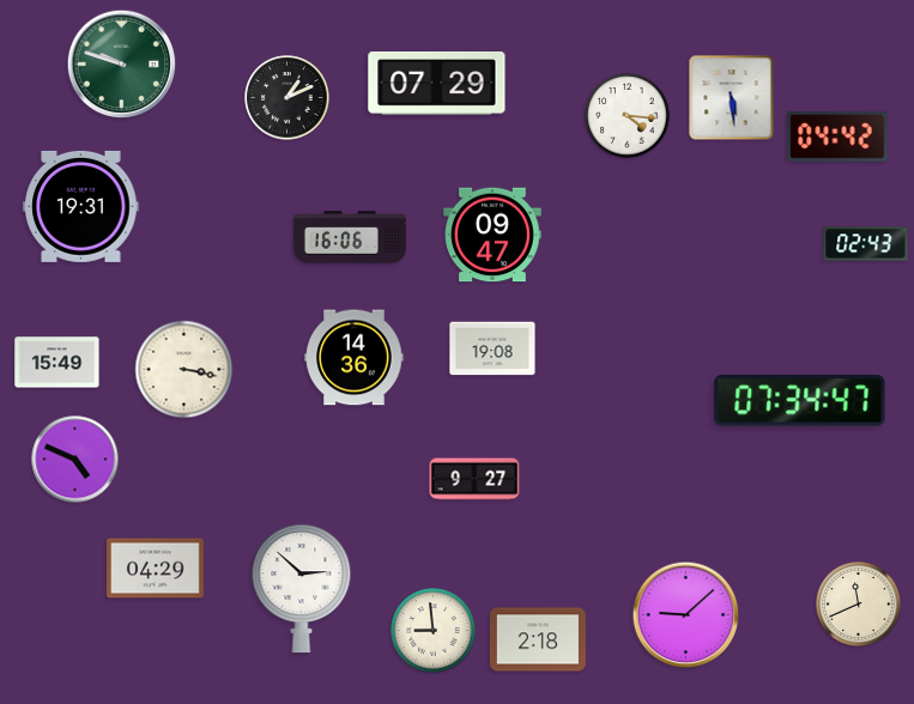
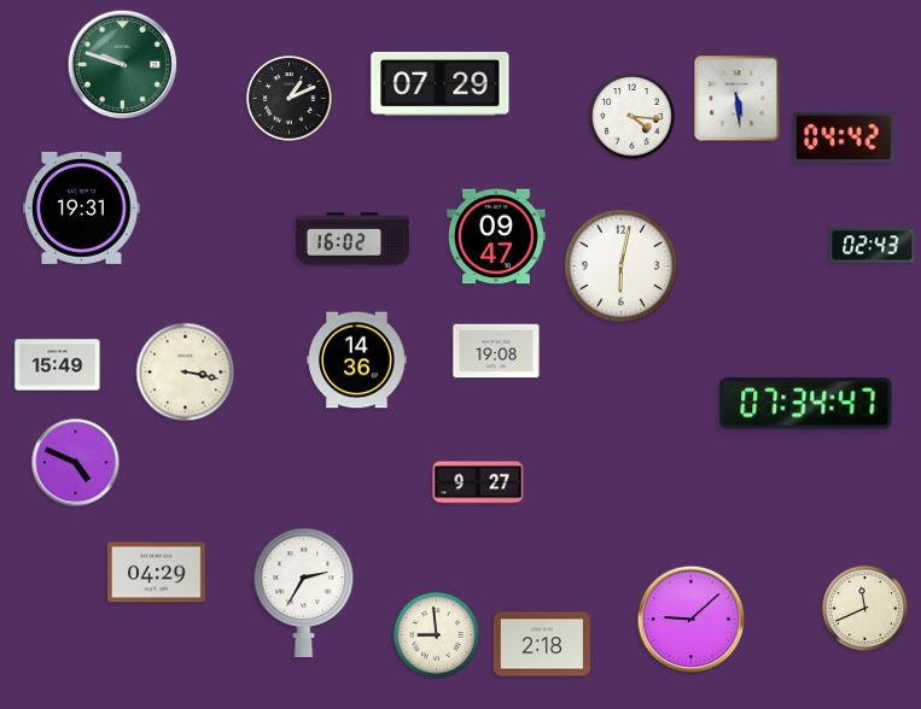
clock at (350, 237): 16:06 -> 16:02
clock at (620, 265): none -> 6:02
clock at (302, 588): 2:52 -> 2:35
